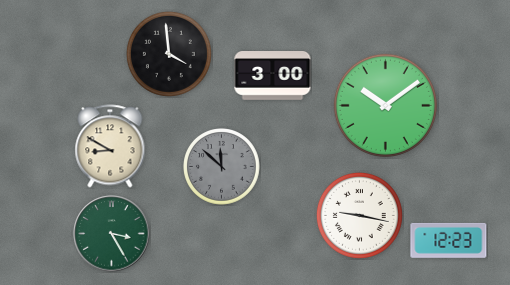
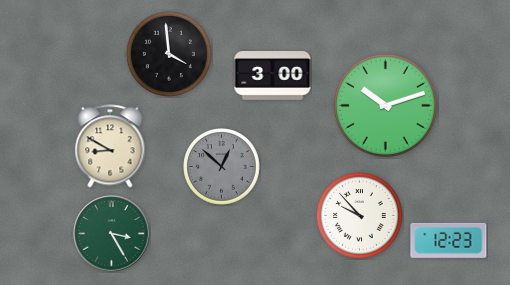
clock at (385, 105): 10:09 -> 10:12
clock at (222, 167): 11:52 -> 12:52
clock at (359, 215): 9:17 -> 9:53
